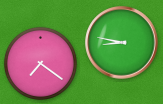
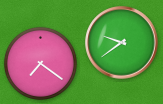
clock at (122, 43): 8:47 -> 9:39
